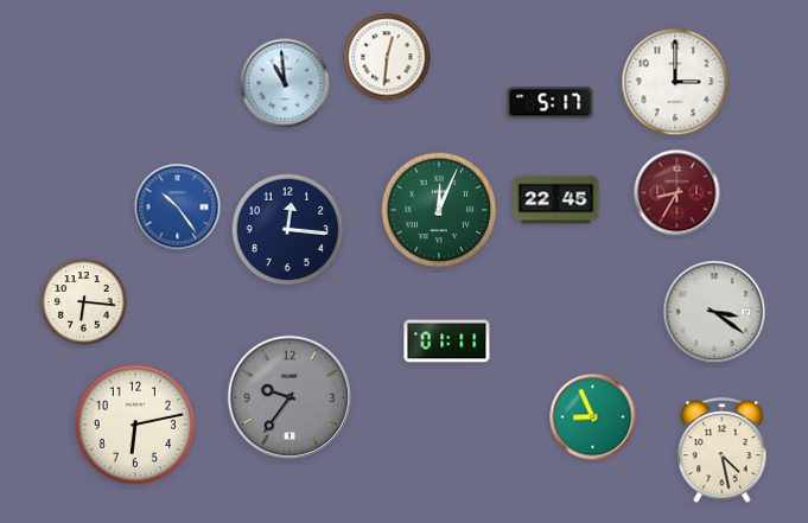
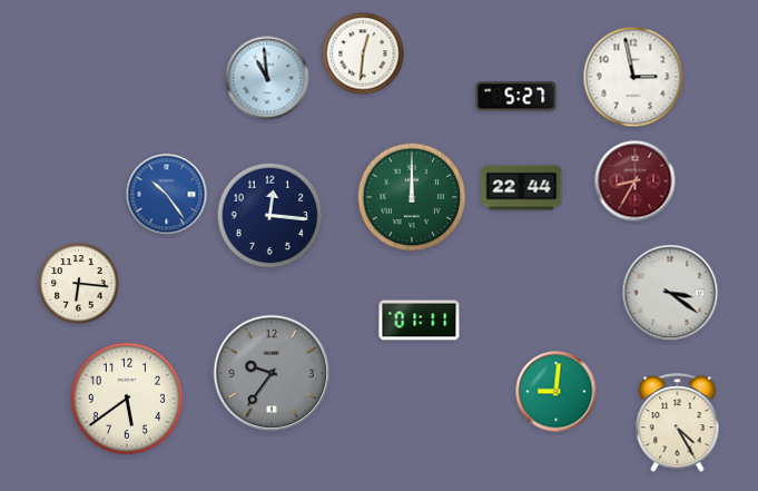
clock at (675, 82): 3:00 -> 2:58
clock at (551, 103): 5:17 -> 5:27
clock at (556, 200): 22:45 -> 22:44
clock at (439, 210): 12:04 -> 12:00
clock at (593, 417): 8:56 -> 9:01
clock at (135, 425): 6:13 -> 5:39
clock at (723, 451): 4:28 -> 4:25
